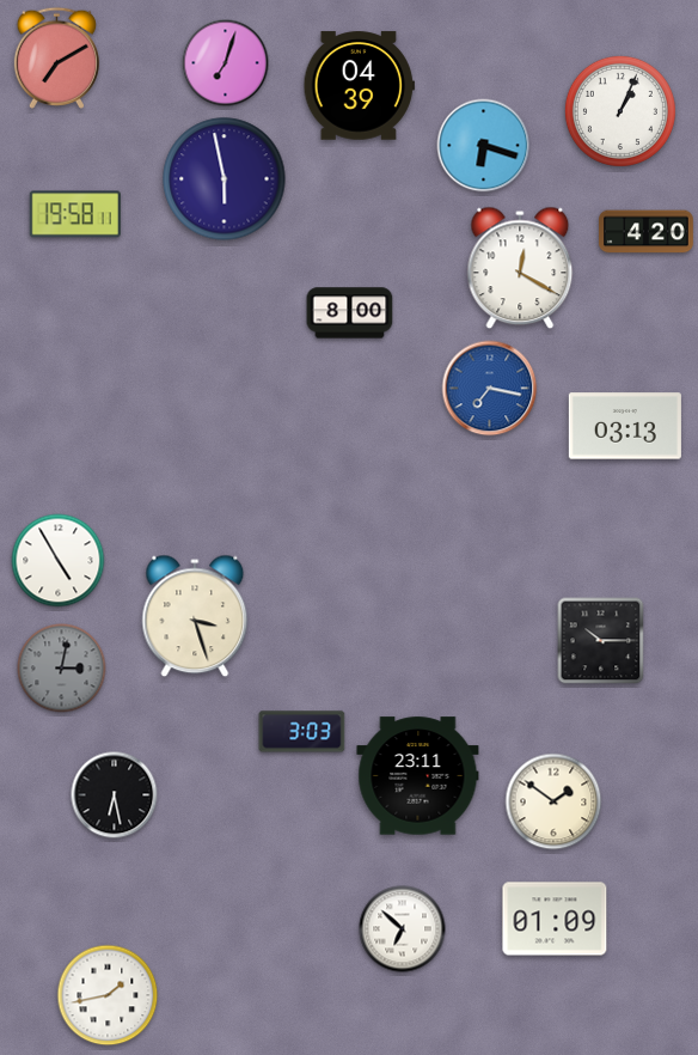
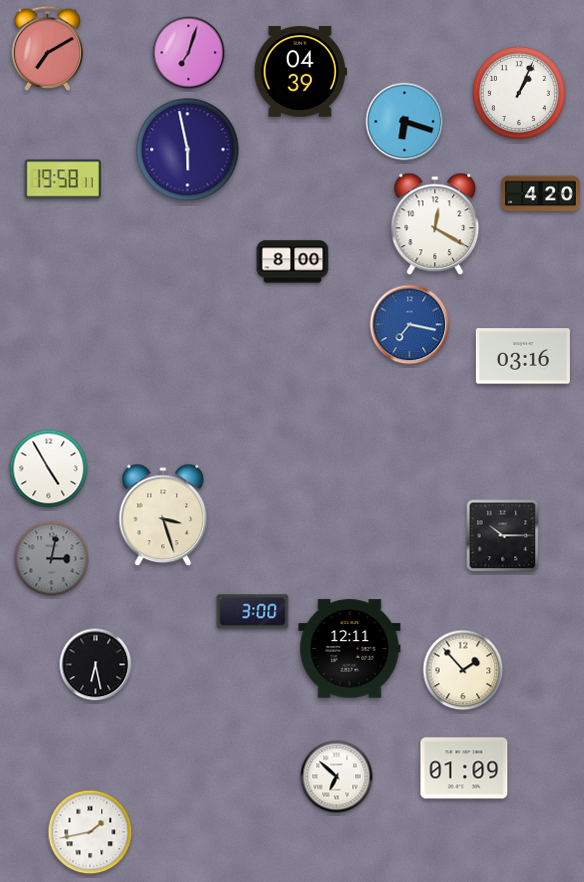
clock at (625, 426): 03:13 -> 03:16
clock at (302, 732): 3:03 -> 3:00
clock at (418, 776): 23:11 -> 12:11
clock at (553, 801): 1:51 -> 1:53
